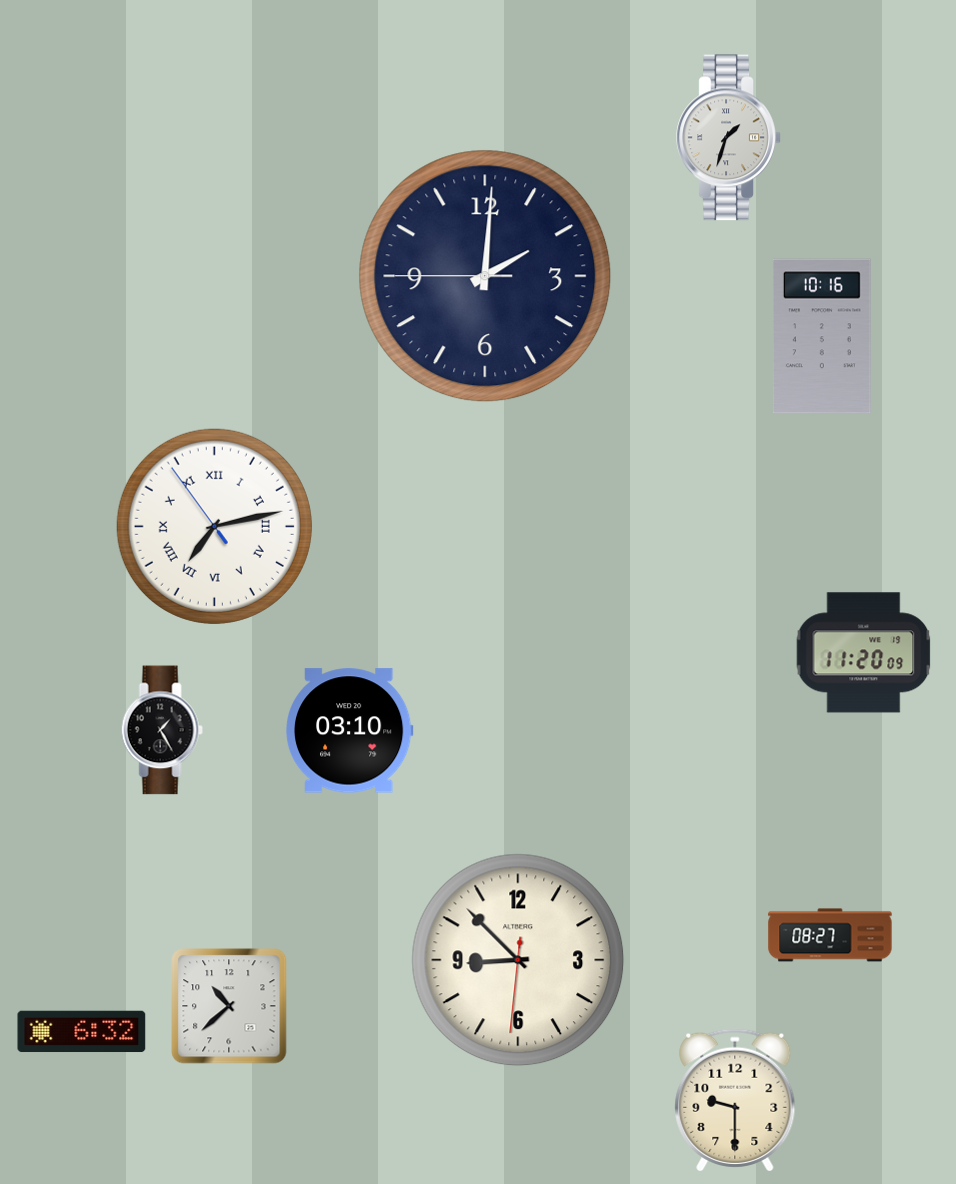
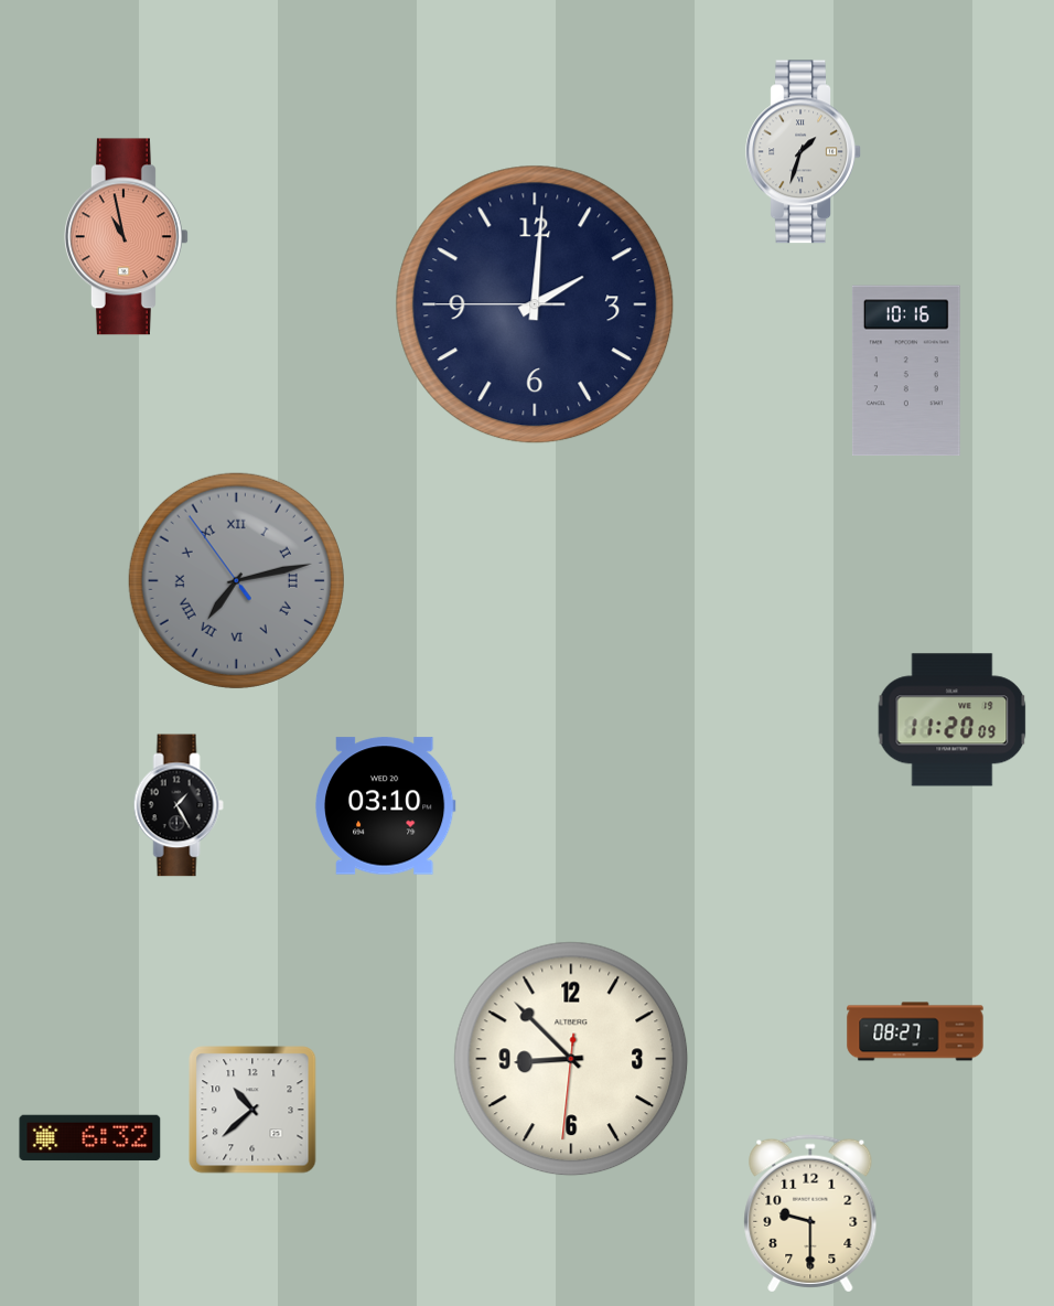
clock at (126, 237): none -> 10:58
clock at (214, 526) dial: white -> grey
